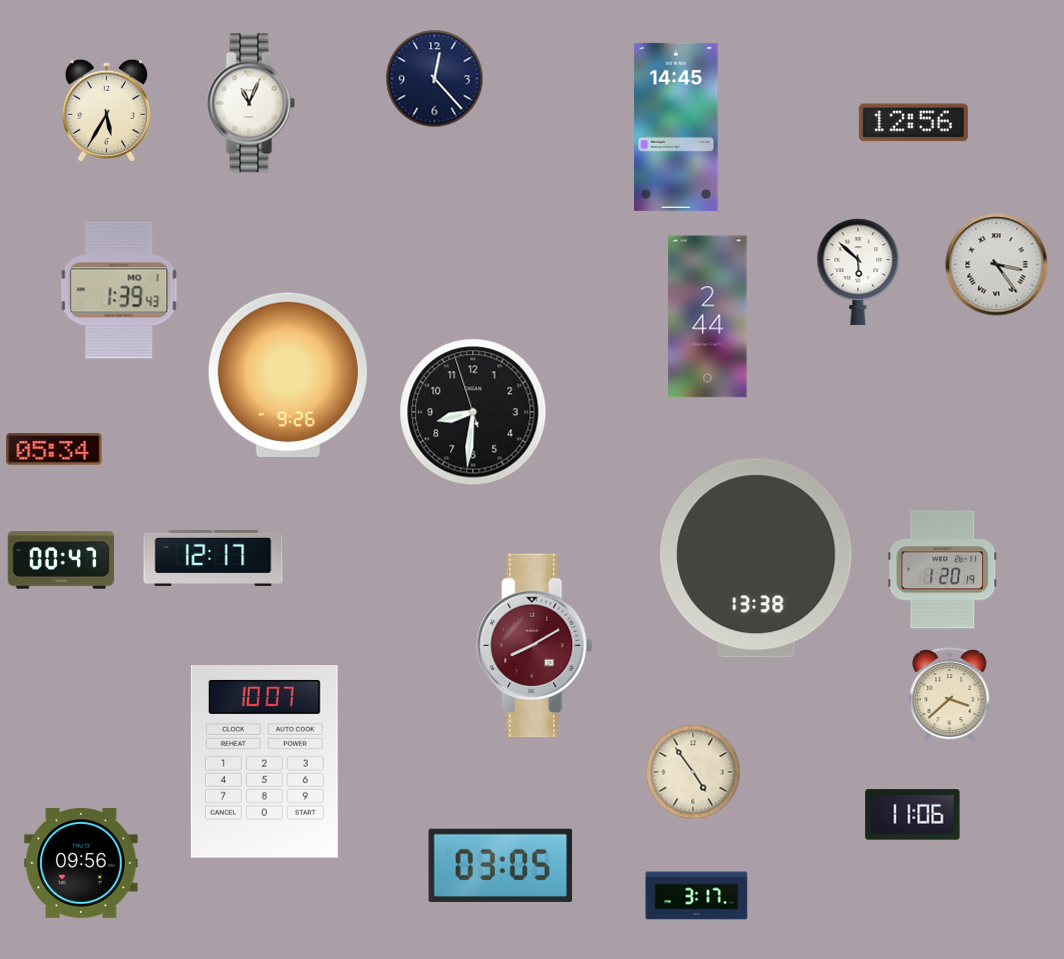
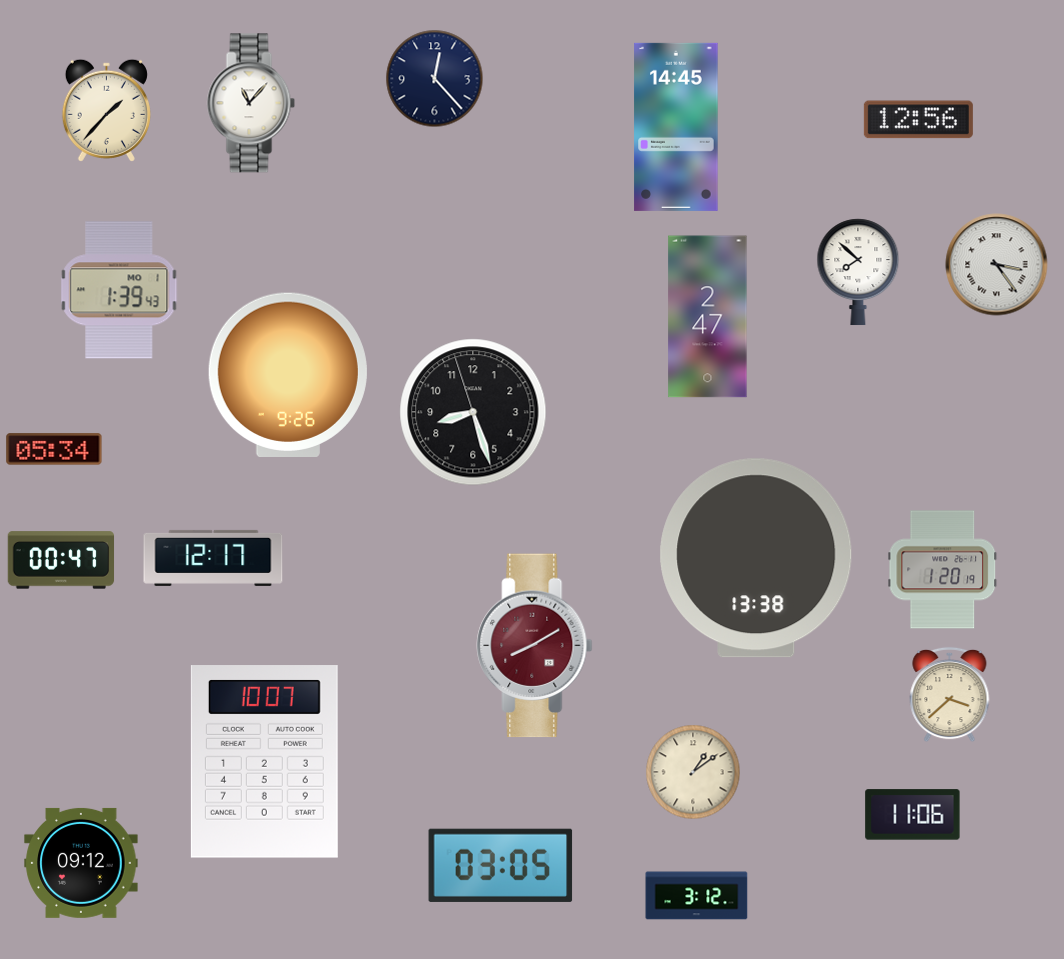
clock at (251, 103): 11:04 -> 11:07
clock at (106, 110): 5:35 -> 1:37
clock at (913, 123) position: (913, 123) -> (918, 120)
clock at (858, 272): 5:52 -> 7:52
clock at (708, 317): 2:44 -> 2:47
clock at (473, 412): 8:30 -> 8:26
clock at (693, 772): 4:54 -> 1:09
clock at (81, 863): 09:56 -> 09:12
clock at (697, 896): 3:17 -> 3:12
